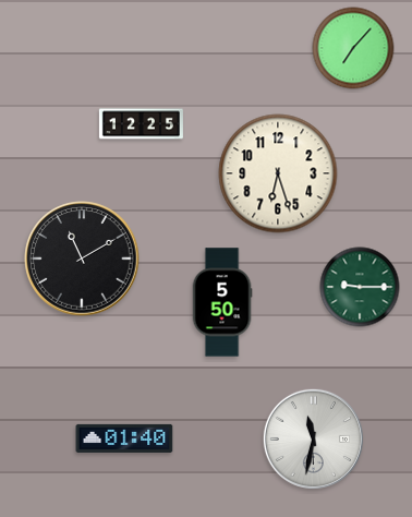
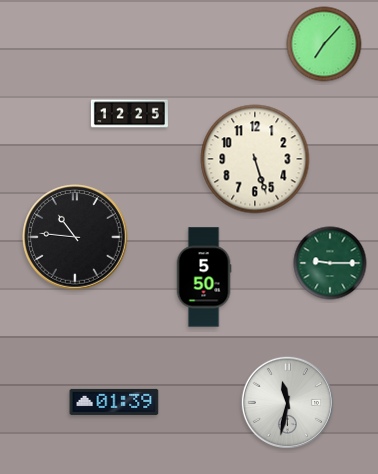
clock at (278, 173): 6:27 -> 5:27
clock at (82, 258): 11:10 -> 10:46
clock at (124, 438): 01:40 -> 01:39
